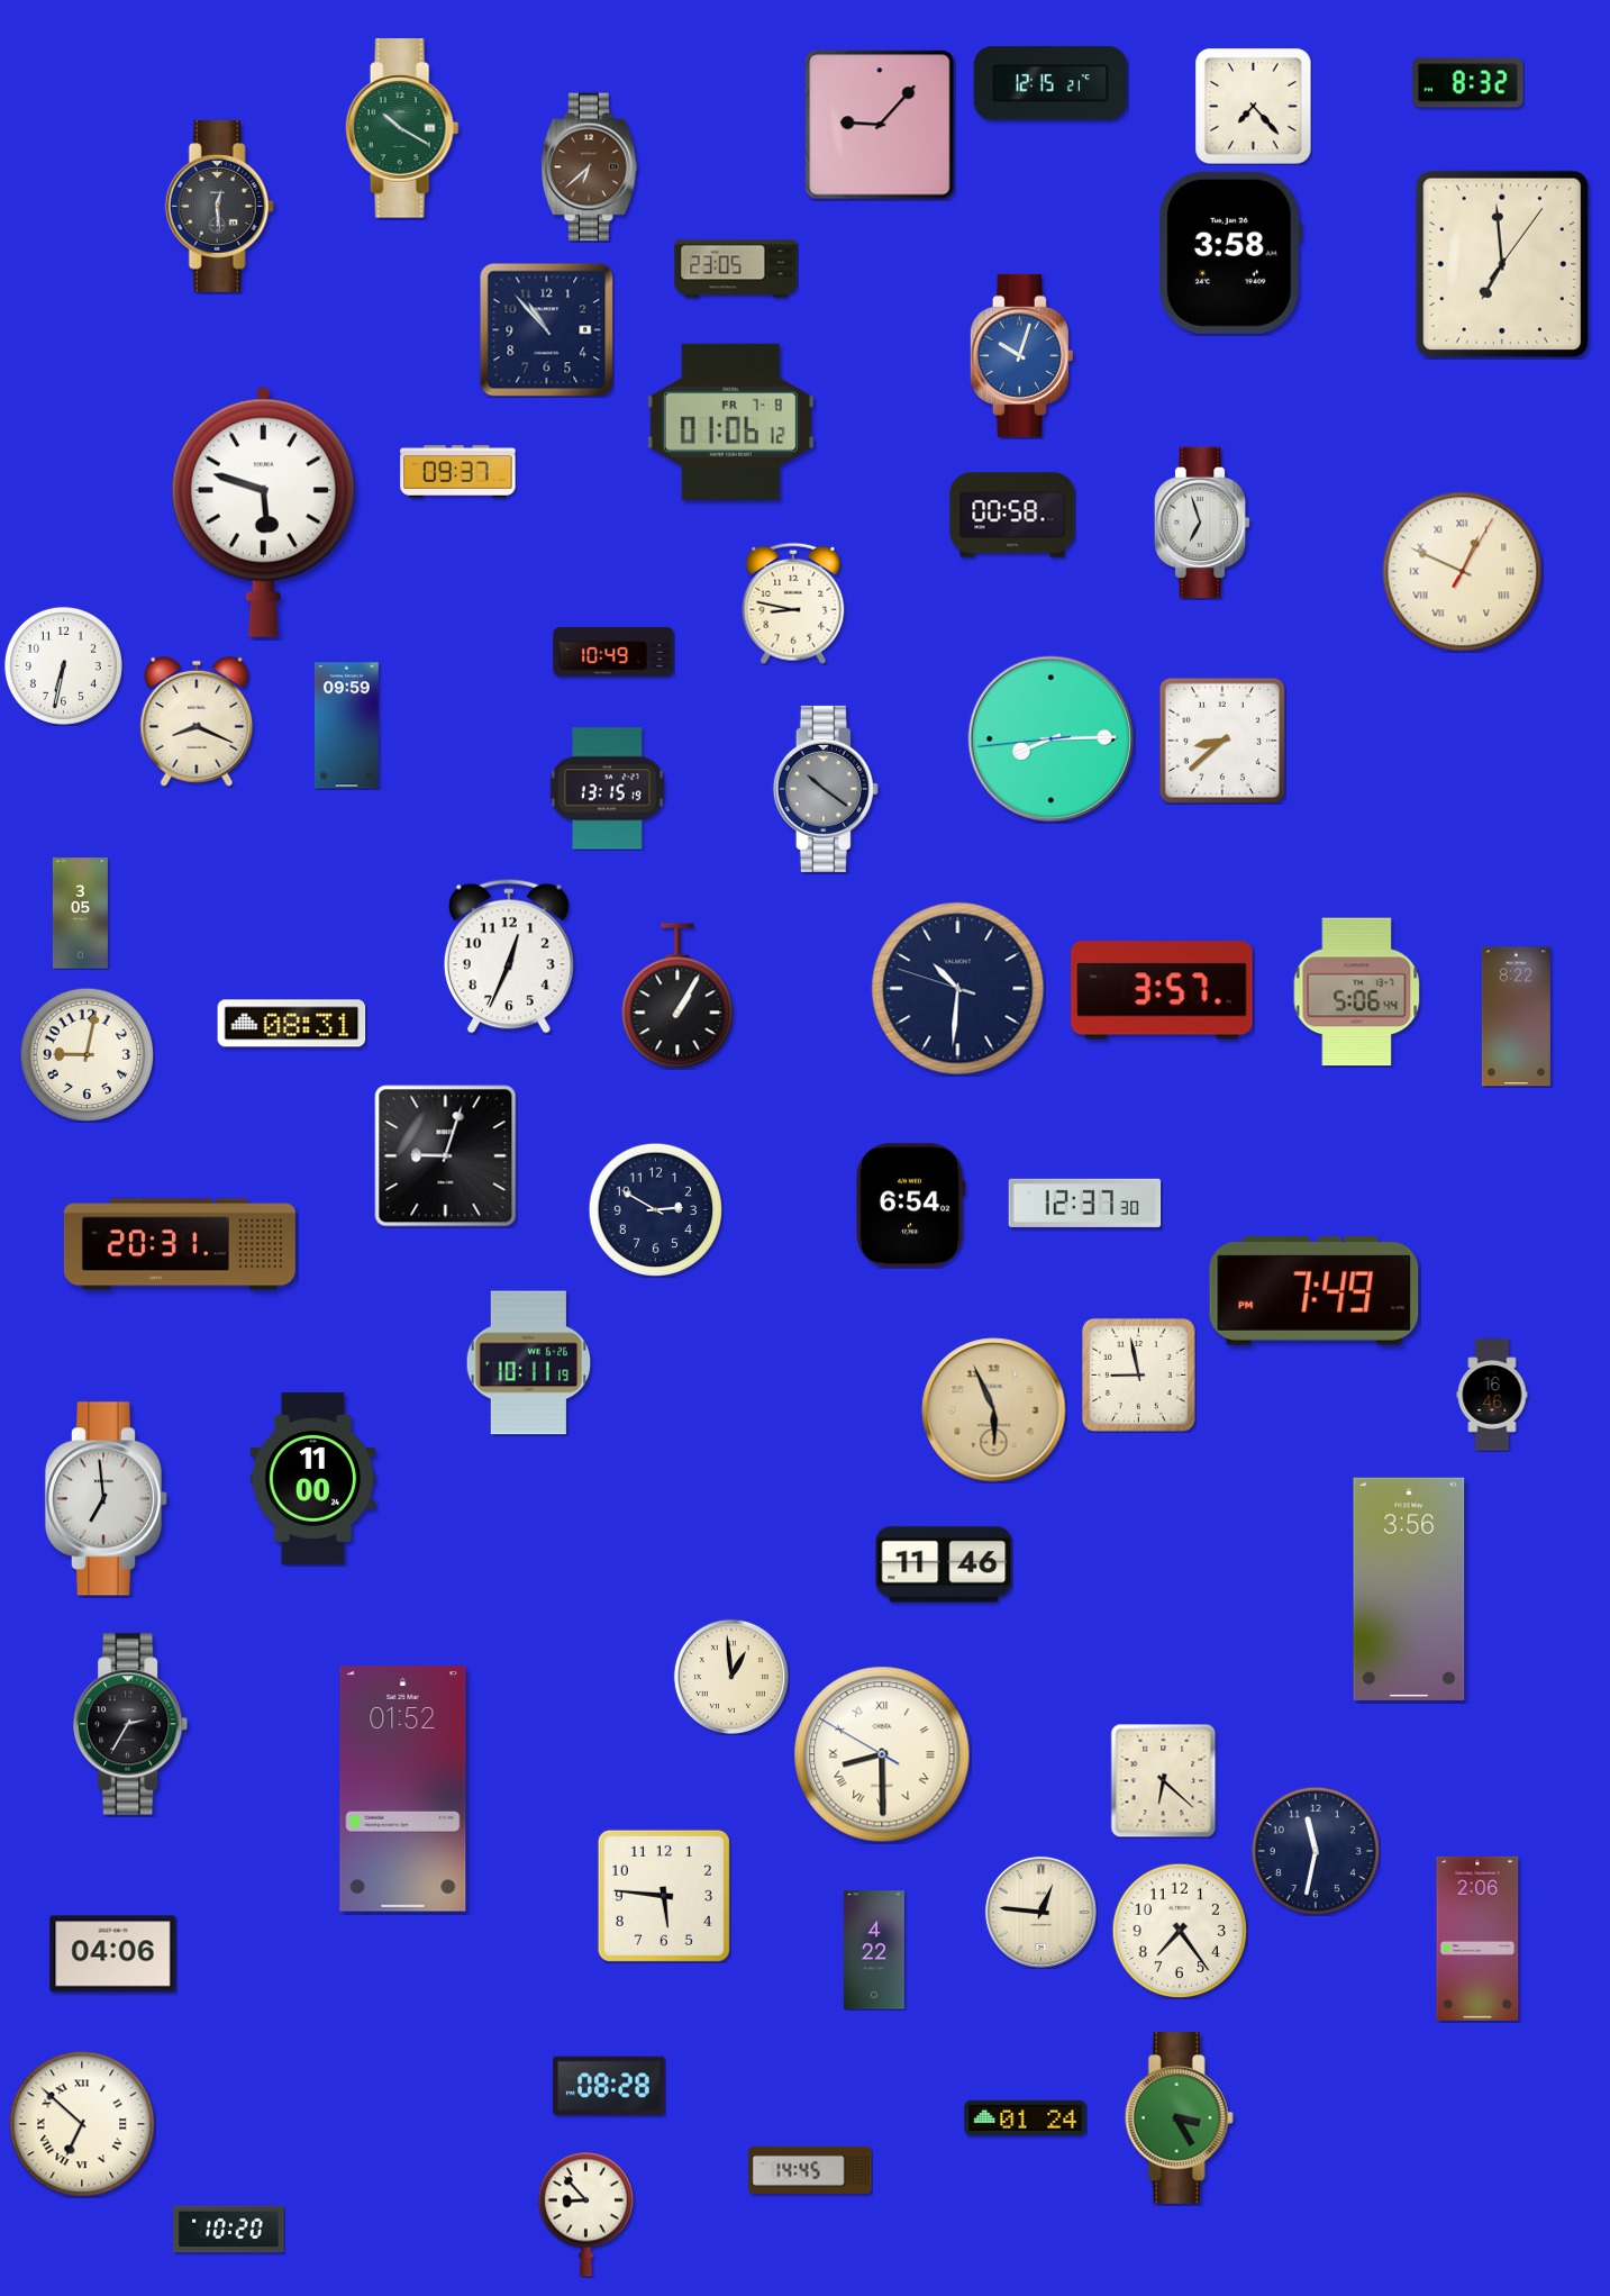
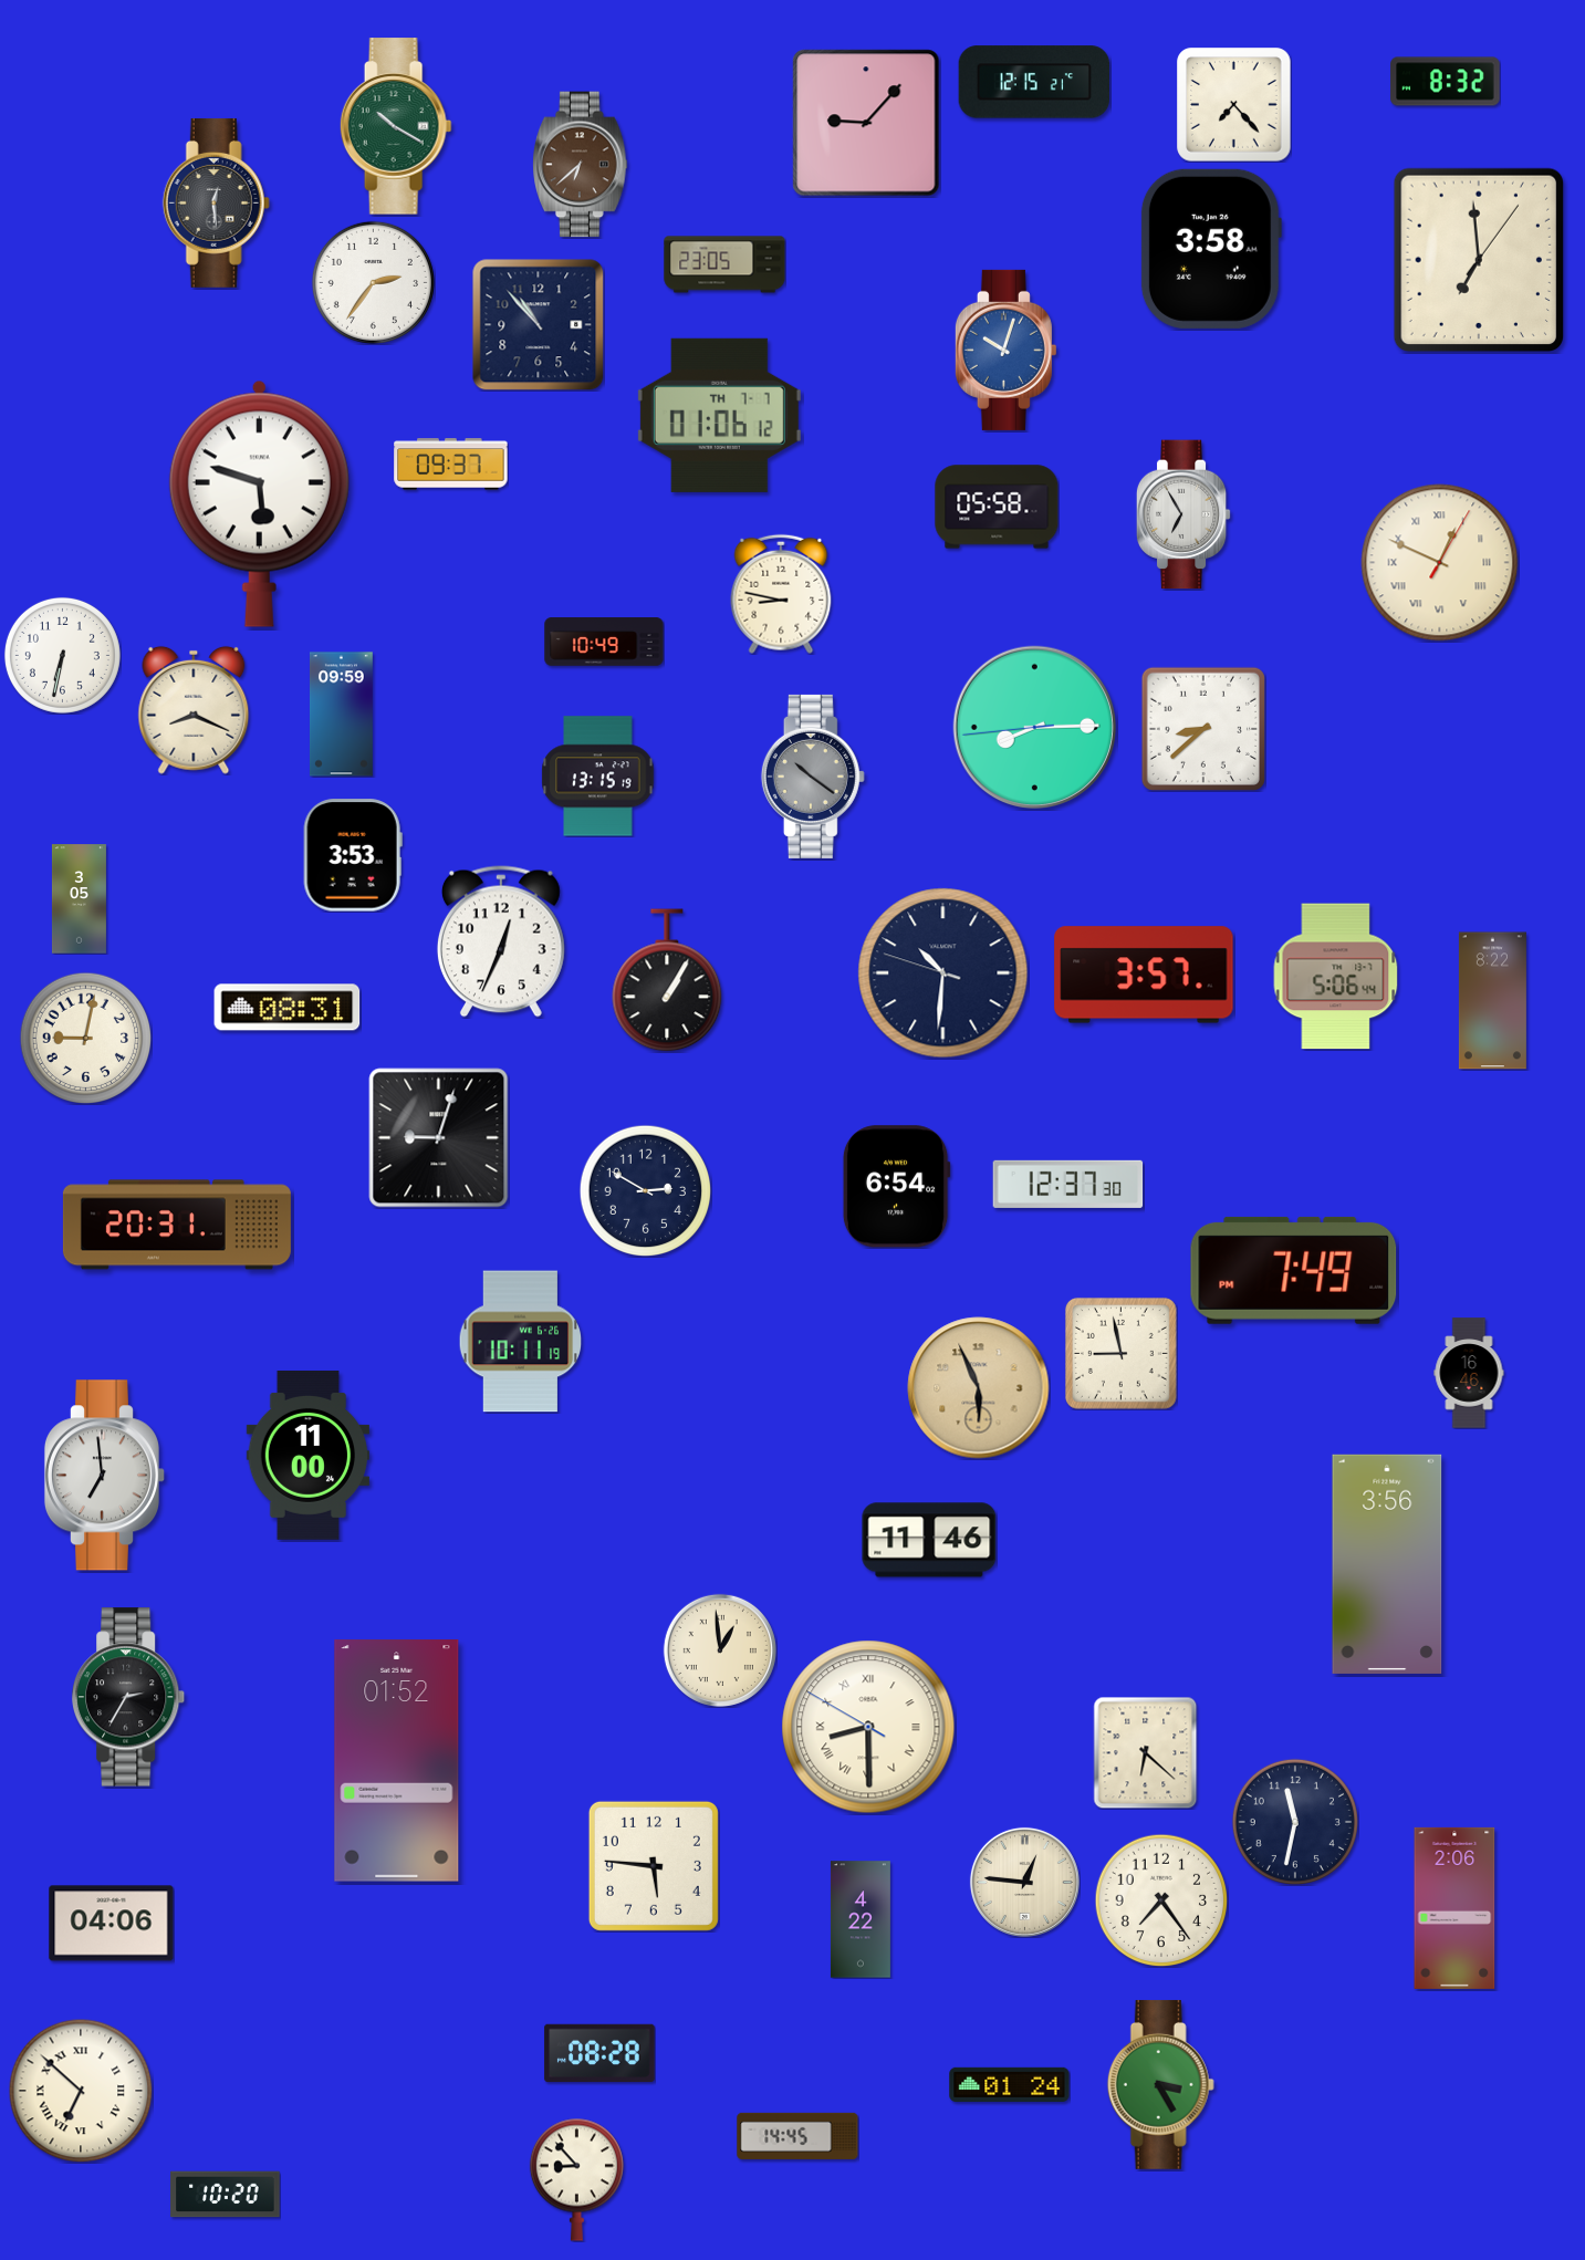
clock at (373, 282): none -> 2:36
clock at (730, 421) date: FR 7-8 -> TH 7-7
clock at (1012, 515): 00:58 -> 05:58
clock at (1202, 523): 6:57 -> 6:55
clock at (353, 855): none -> 3:53
